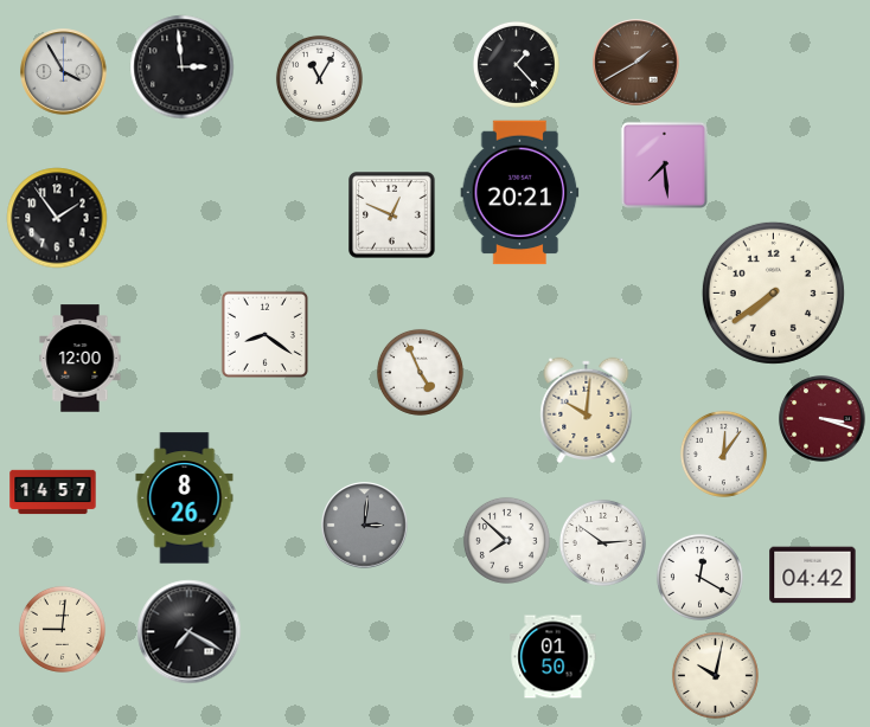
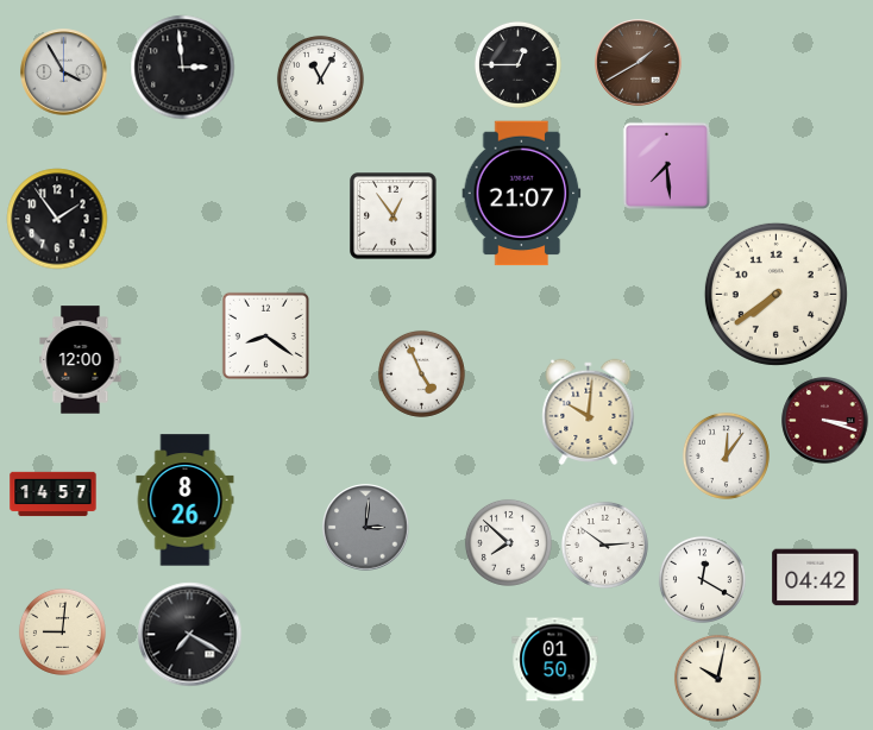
clock at (516, 64): 1:23 -> 12:45
clock at (520, 193): 20:21 -> 21:07
clock at (392, 215): 12:49 -> 12:54
